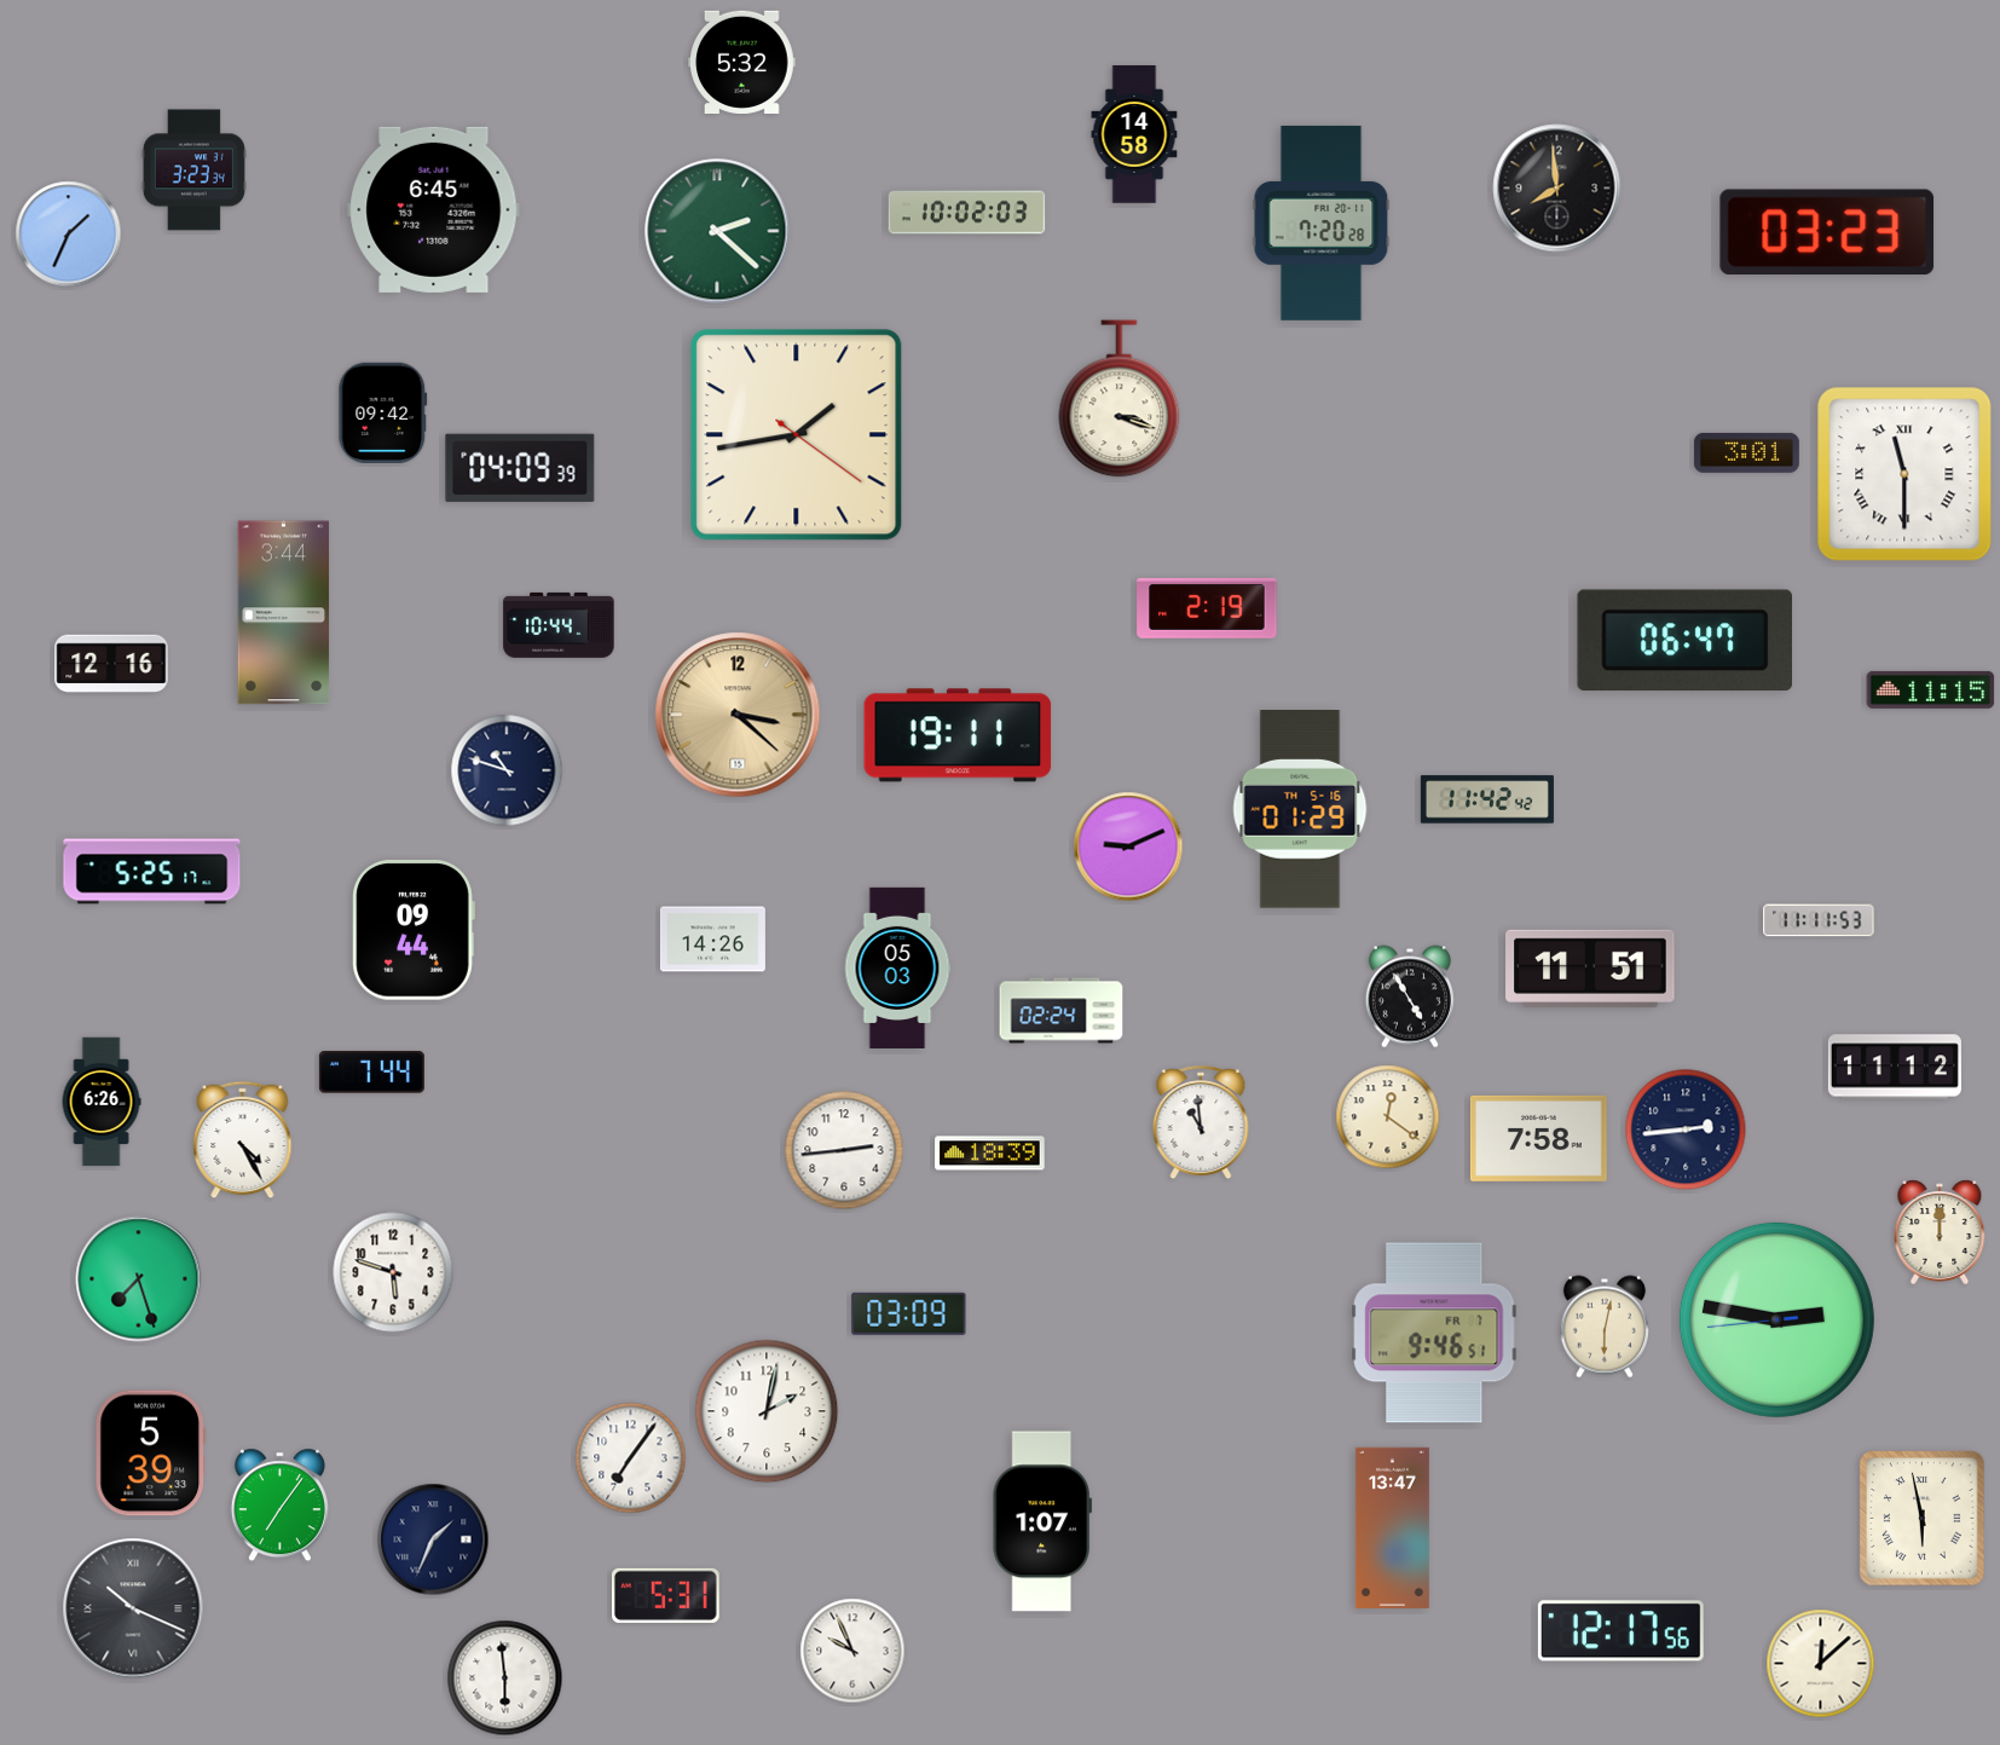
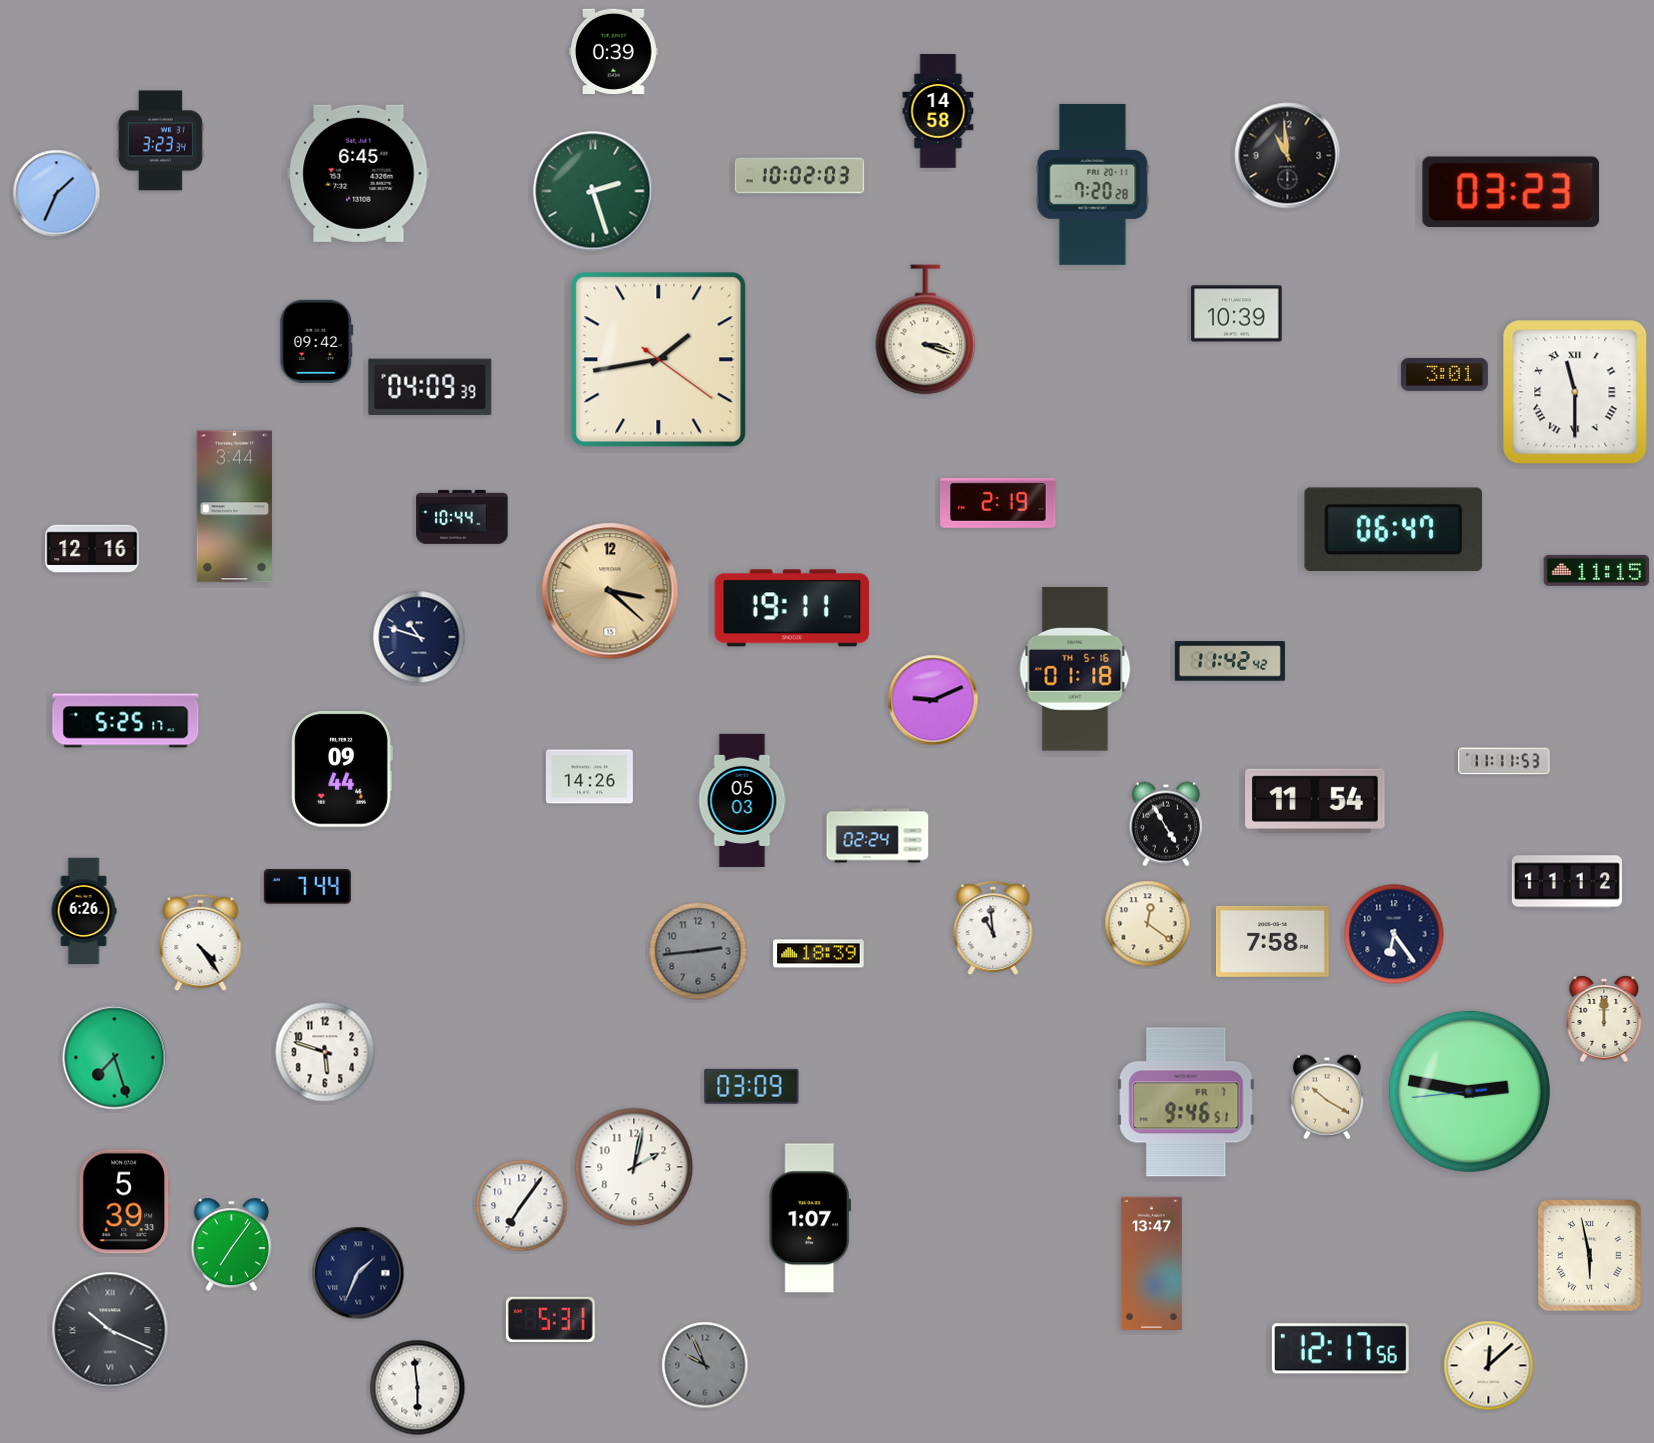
clock at (742, 62): 5:32 -> 0:39
clock at (1557, 189): 7:59 -> 10:59
clock at (717, 231): 2:22 -> 2:27
clock at (1237, 314): none -> 10:39
clock at (1300, 810): 01:29 -> 01:18
clock at (1590, 969): 11:51 -> 11:54
clock at (1686, 1129): 2:44 -> 6:24
clock at (243, 1140): 4:25 -> 4:24
clock at (844, 1150) dial: white -> grey
clock at (1605, 1327): 6:02 -> 10:20
clock at (1042, 1521) position: (1042, 1521) -> (810, 1218)
clock at (852, 1651) dial: white -> grey
clock at (1821, 1664) position: (1821, 1664) -> (1489, 1366)
